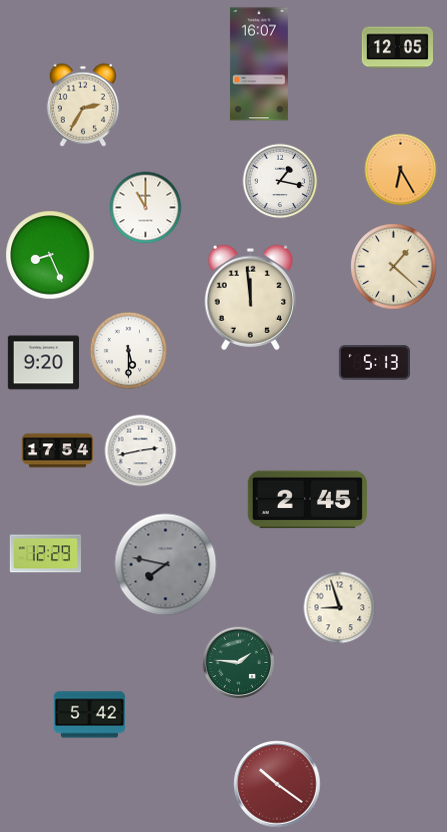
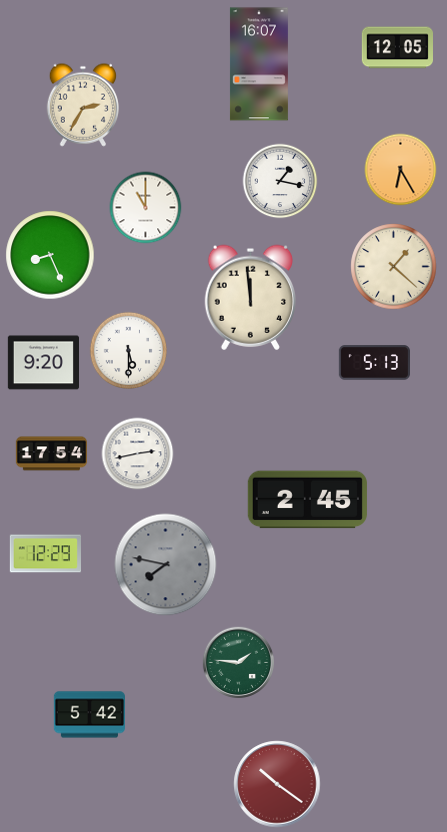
clock at (57, 451) position: (57, 451) -> (51, 454)
clock at (141, 451) position: (141, 451) -> (138, 454)
clock at (340, 608): 8:57 -> none
